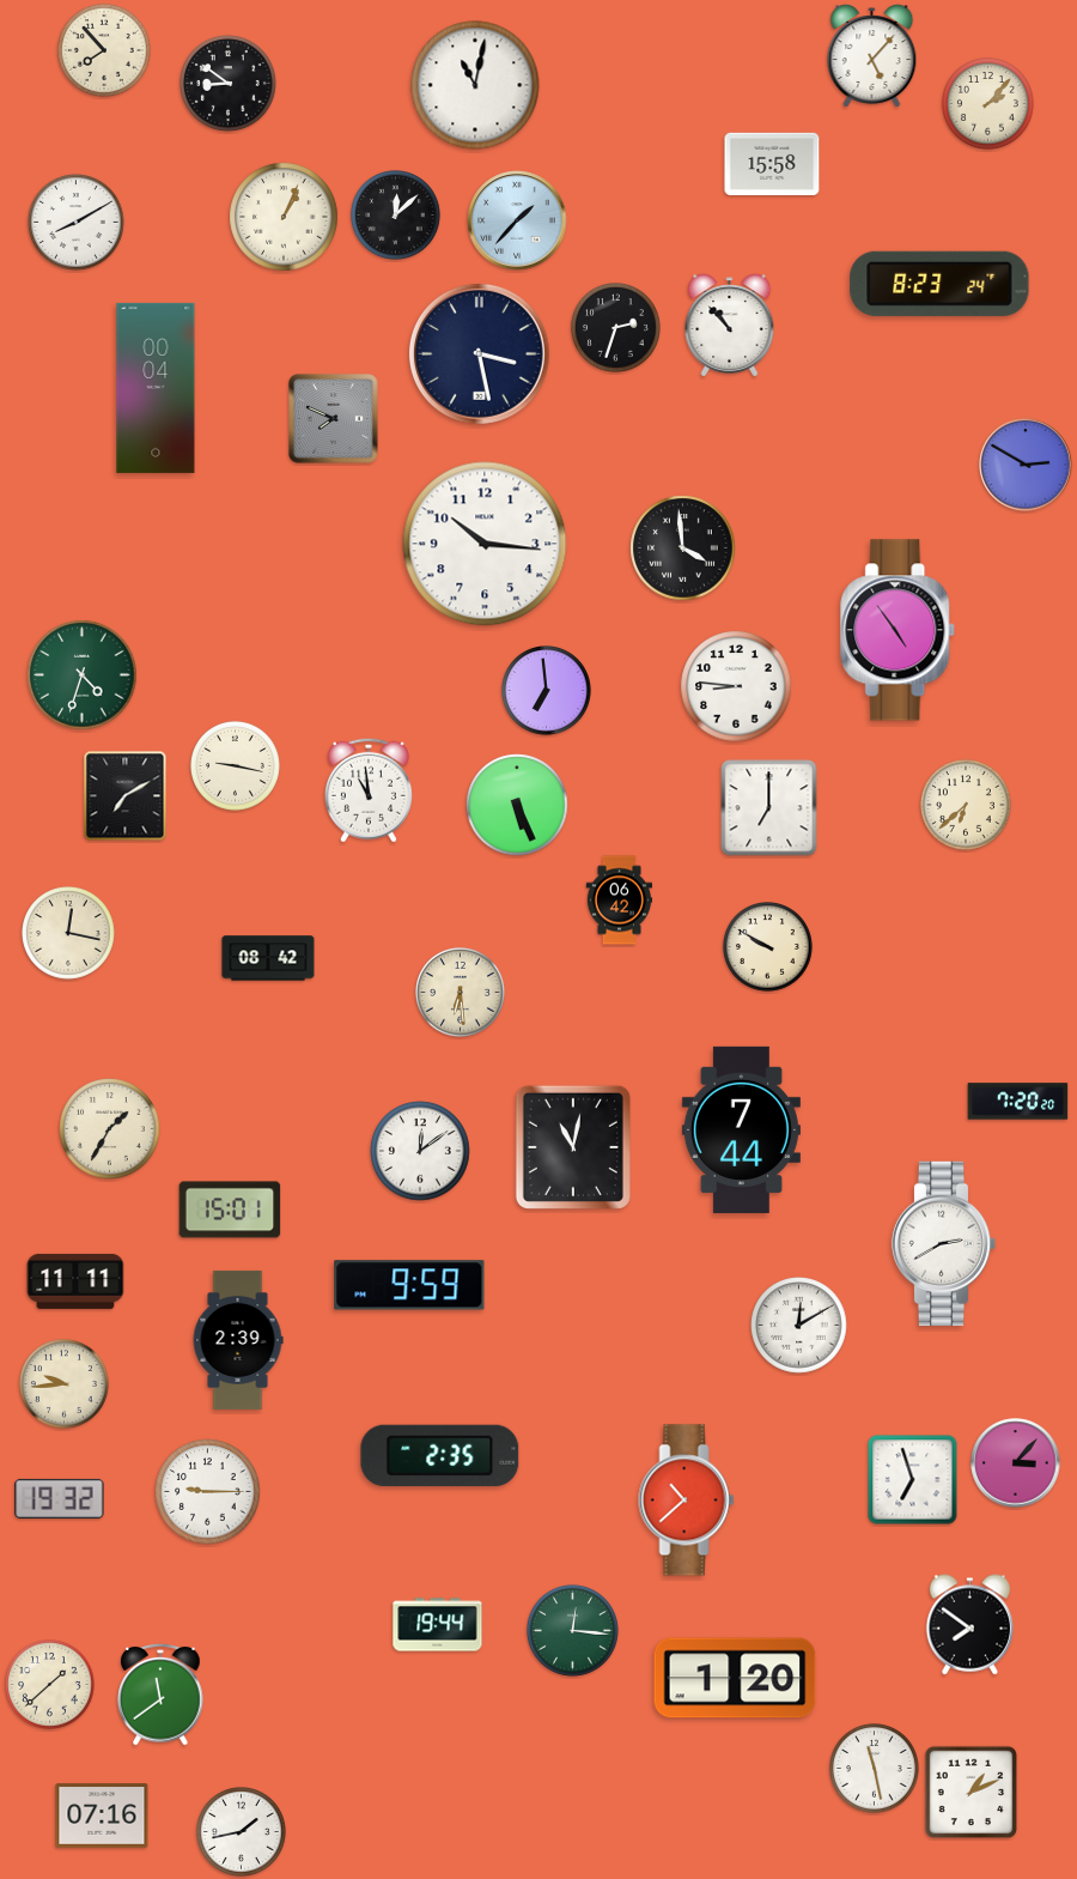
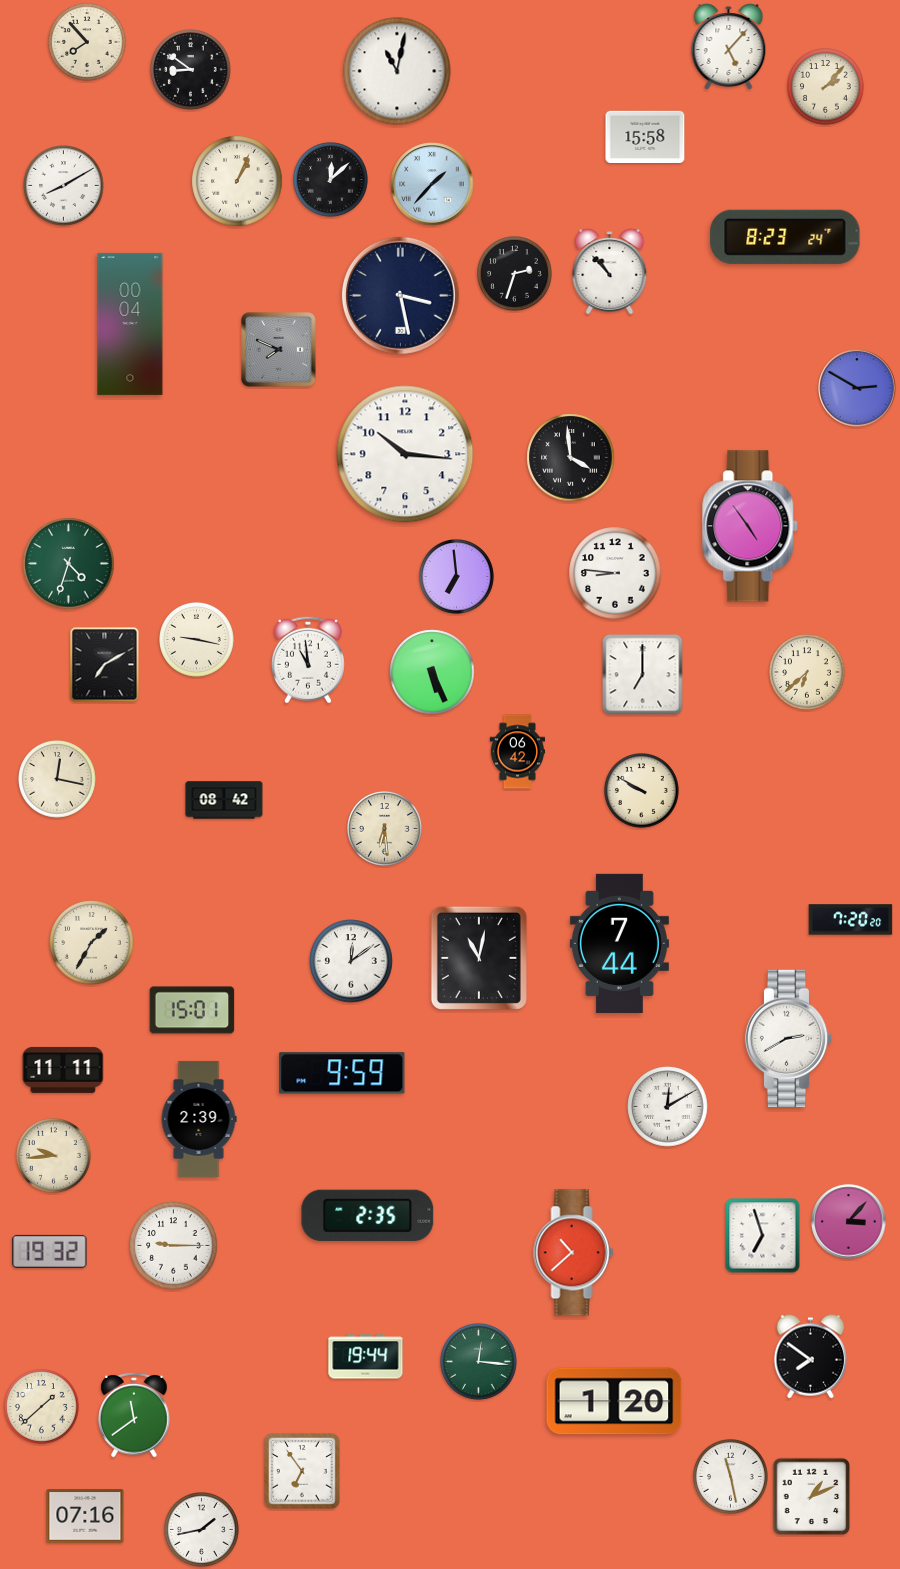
clock at (302, 1471): none -> 6:54
